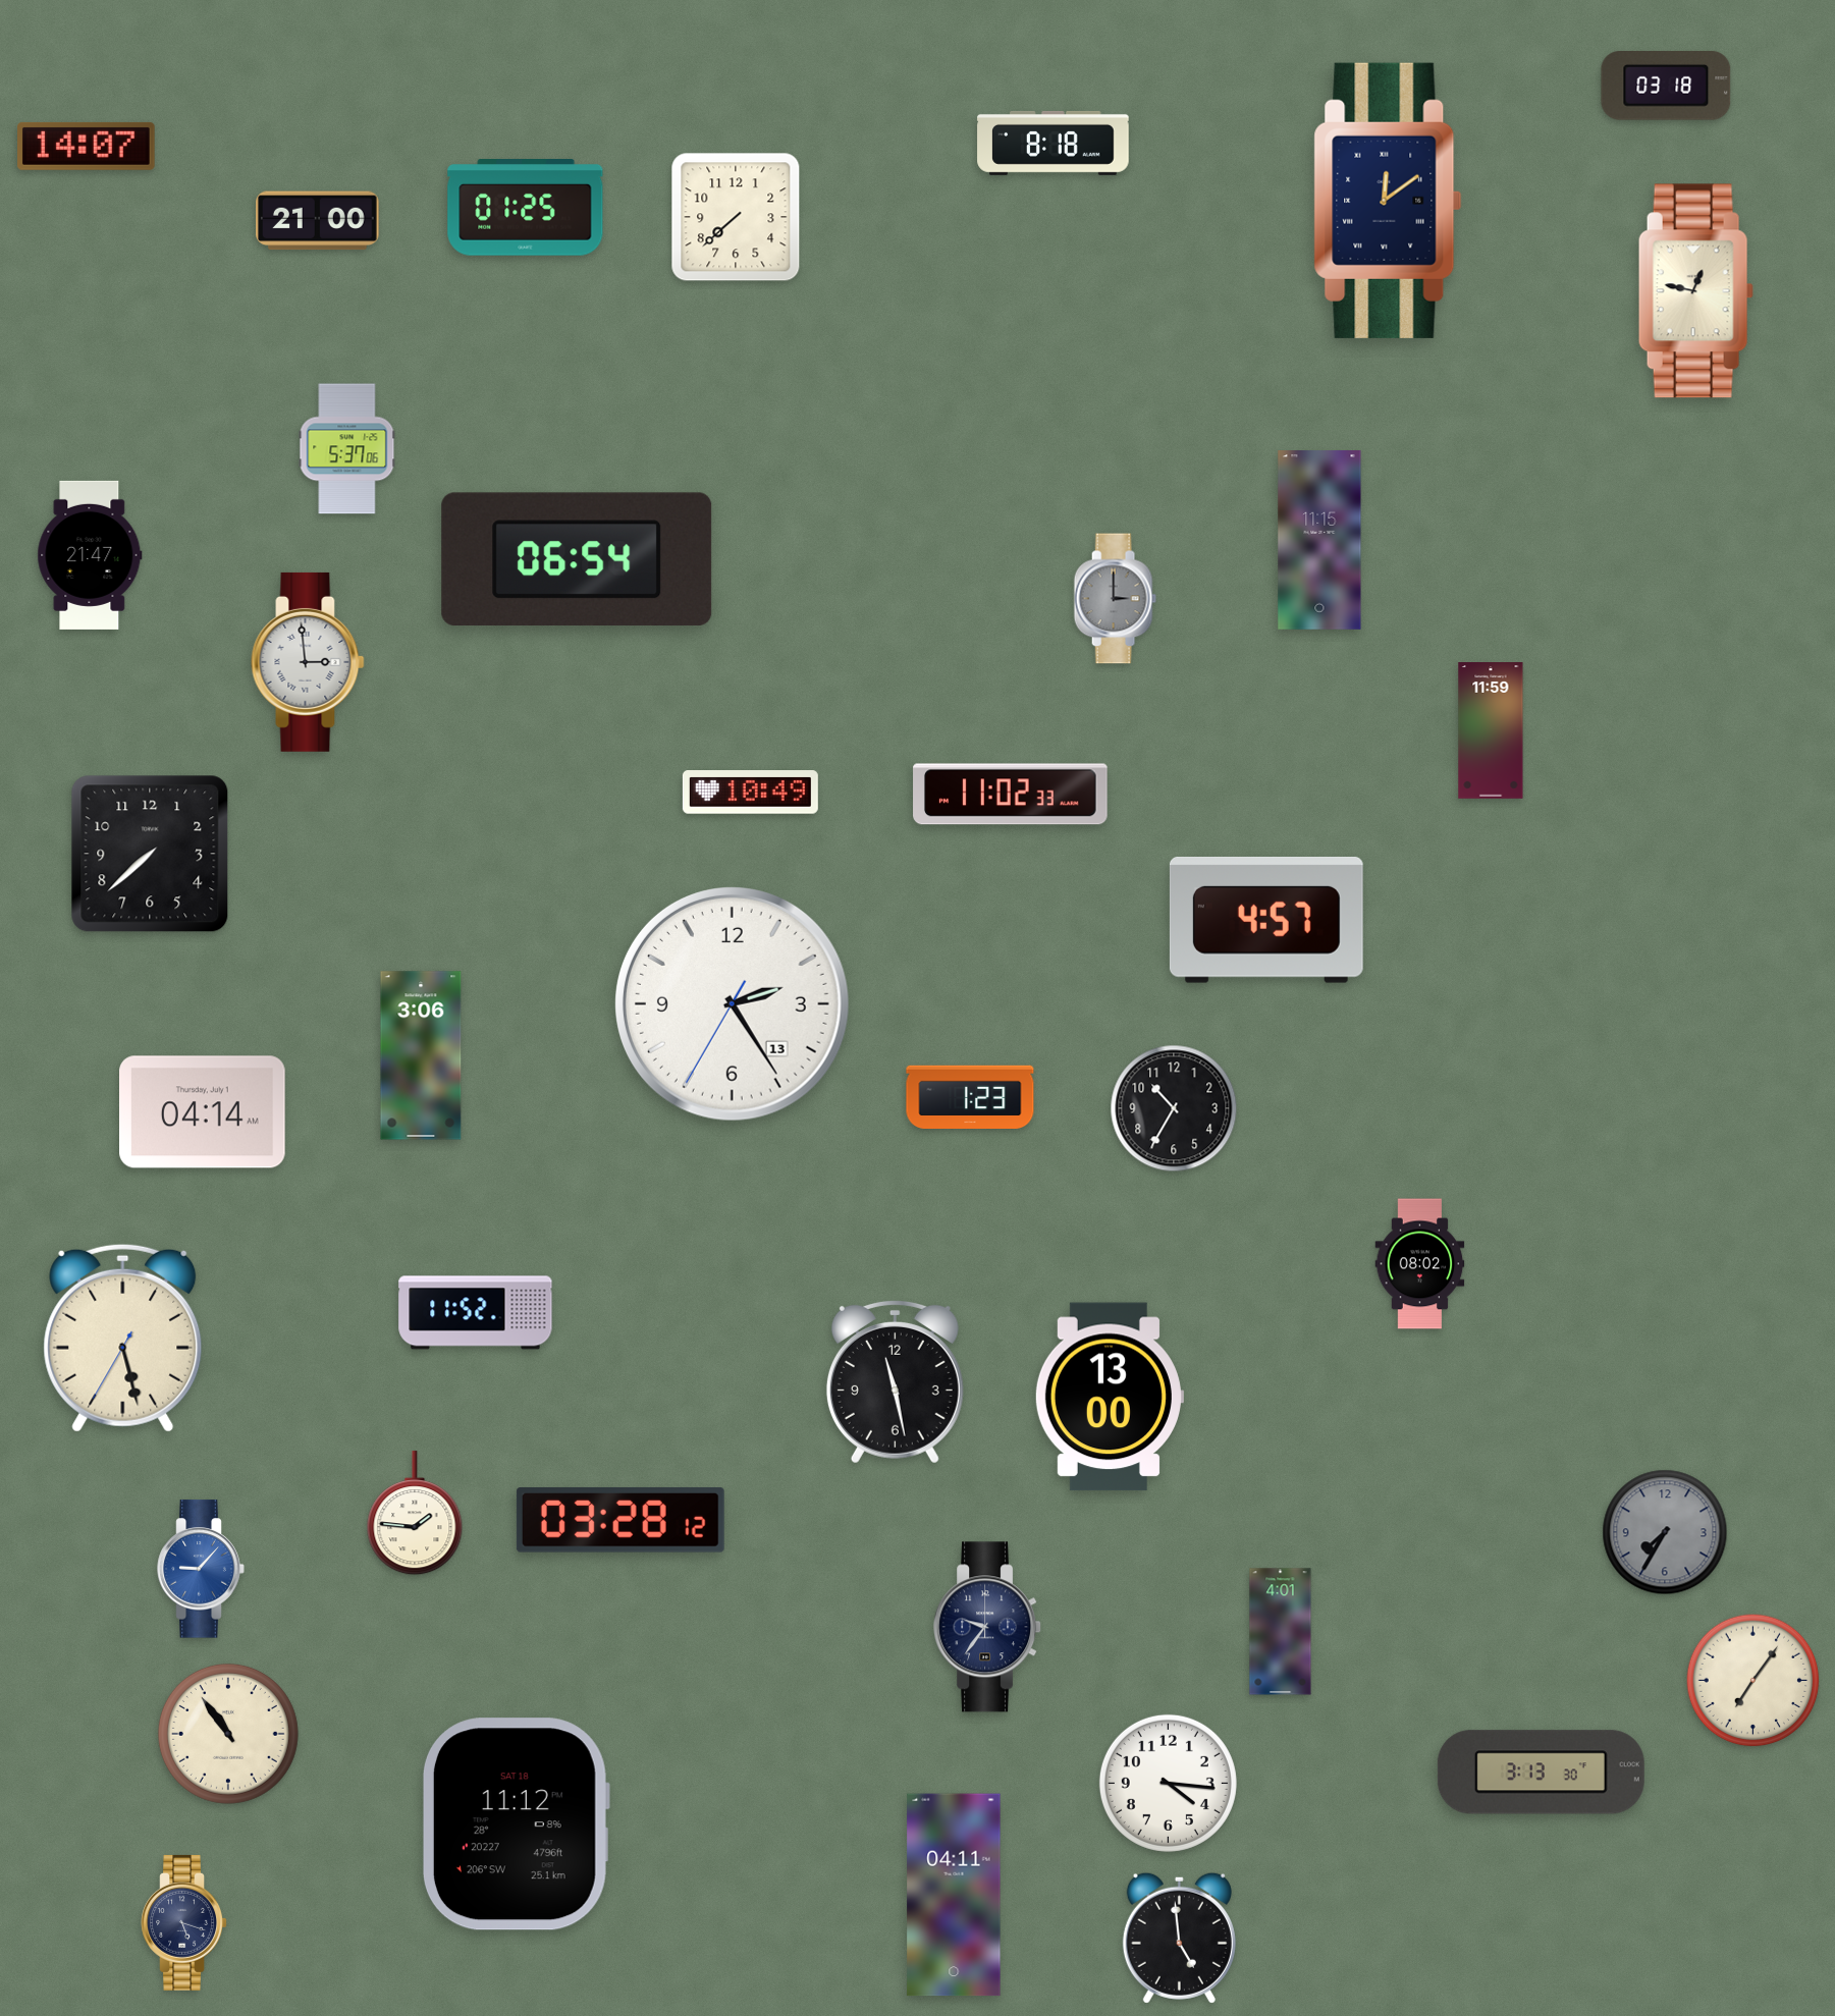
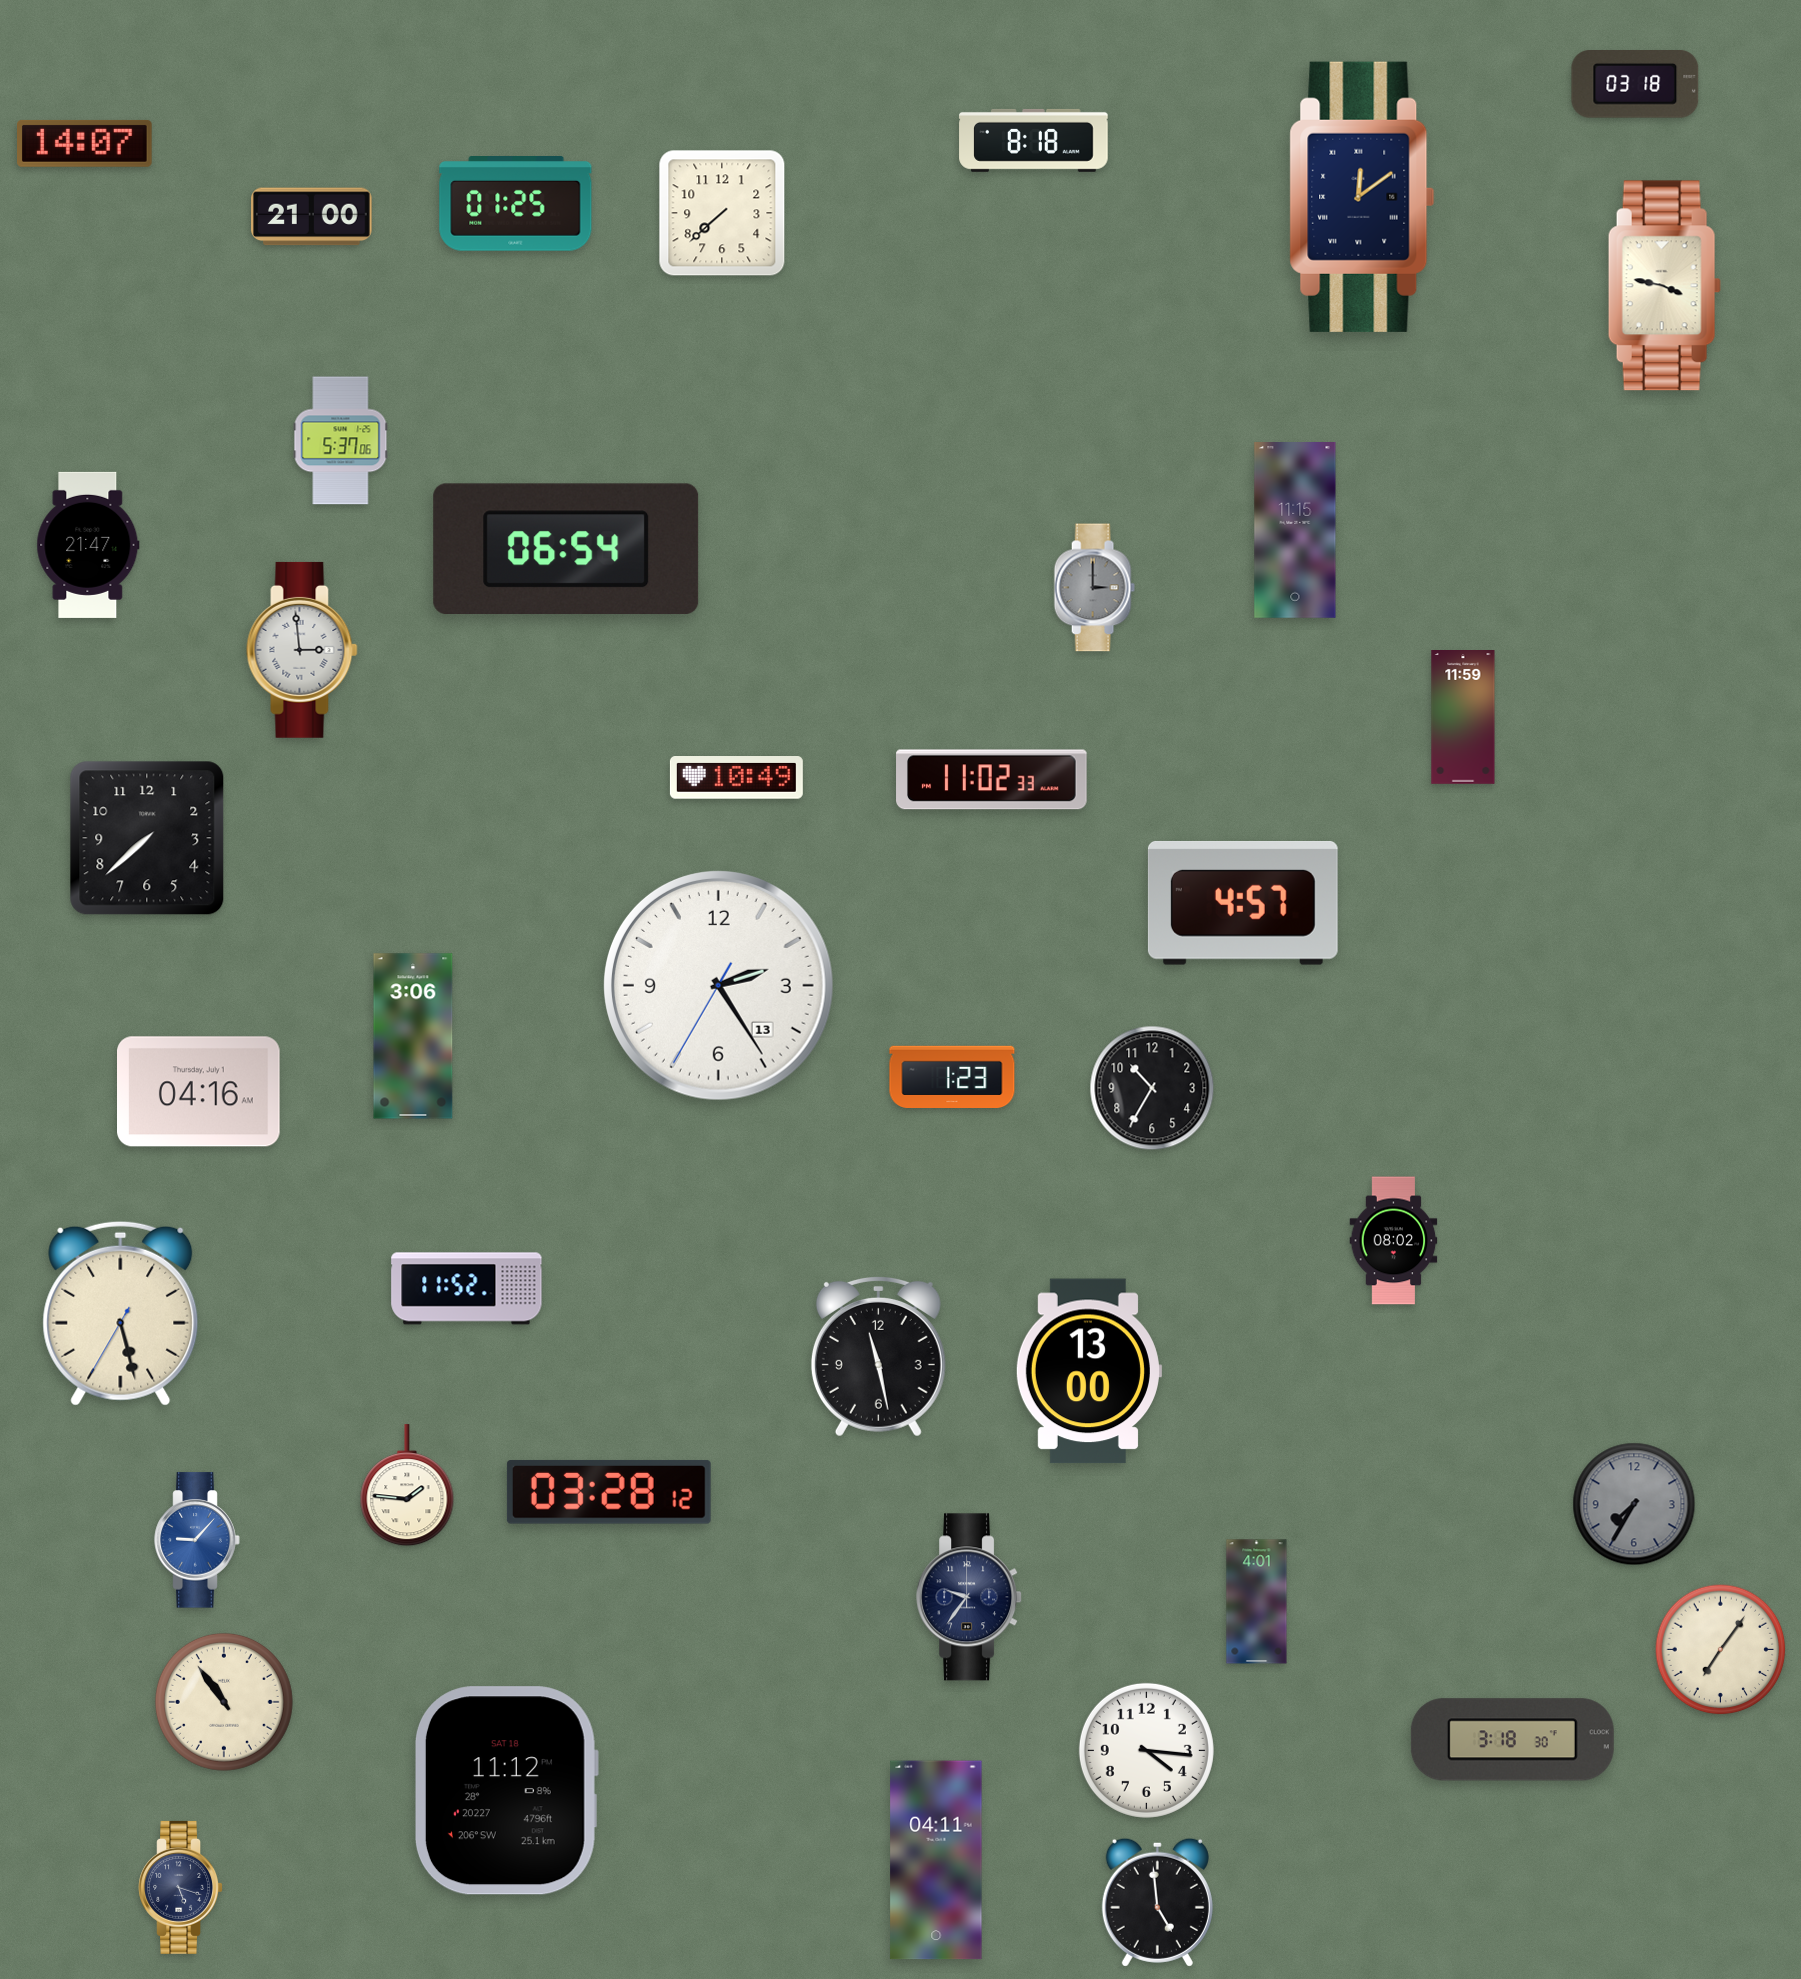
clock at (1695, 291): 12:47 -> 3:47
clock at (203, 1112): 04:14 -> 04:16
clock at (1541, 1773): 3:13 -> 3:18
